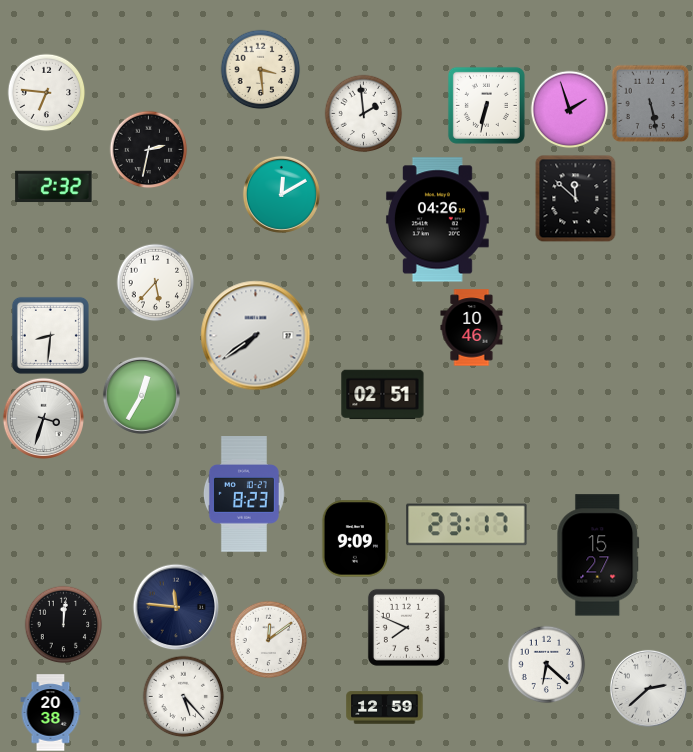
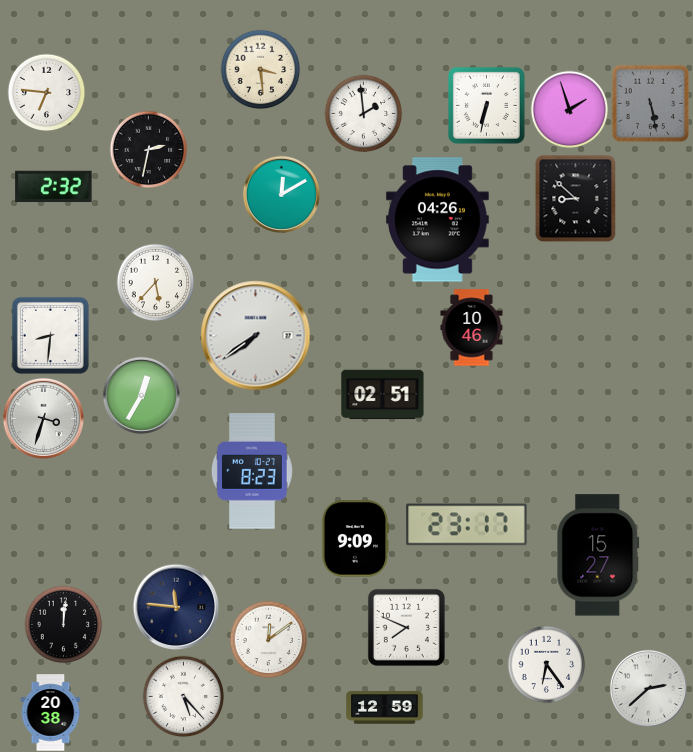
clock at (576, 198): 11:52 -> 8:52
clock at (244, 494) position: (244, 494) -> (252, 471)
clock at (546, 664): 6:22 -> 6:24
